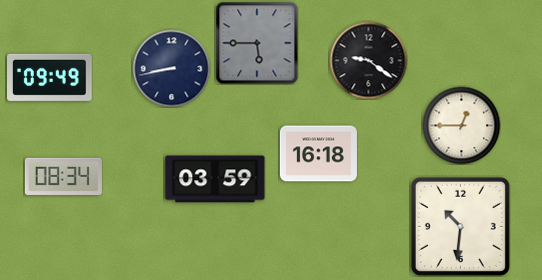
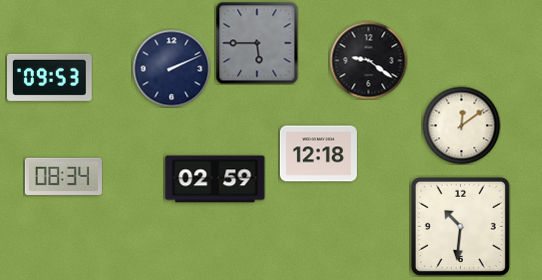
clock at (171, 68): 8:43 -> 2:11
clock at (50, 77): 09:49 -> 09:53
clock at (461, 125): 12:45 -> 12:09
clock at (318, 154): 16:18 -> 12:18
clock at (215, 179): 03:59 -> 02:59
